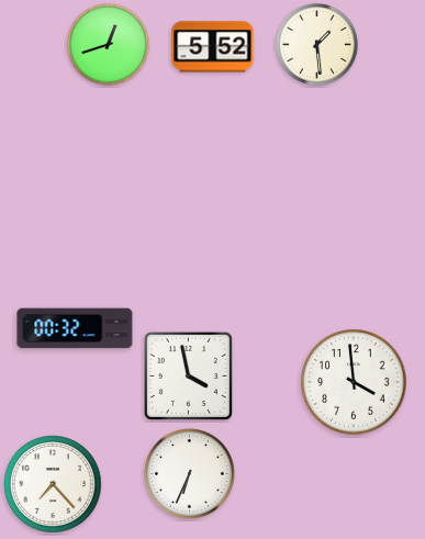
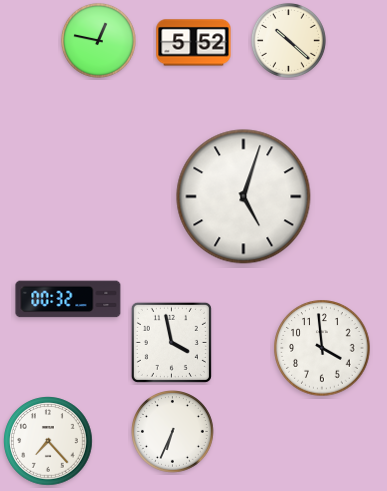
clock at (108, 44): 12:42 -> 12:47
clock at (316, 44): 1:29 -> 10:22
clock at (244, 197): none -> 5:03
